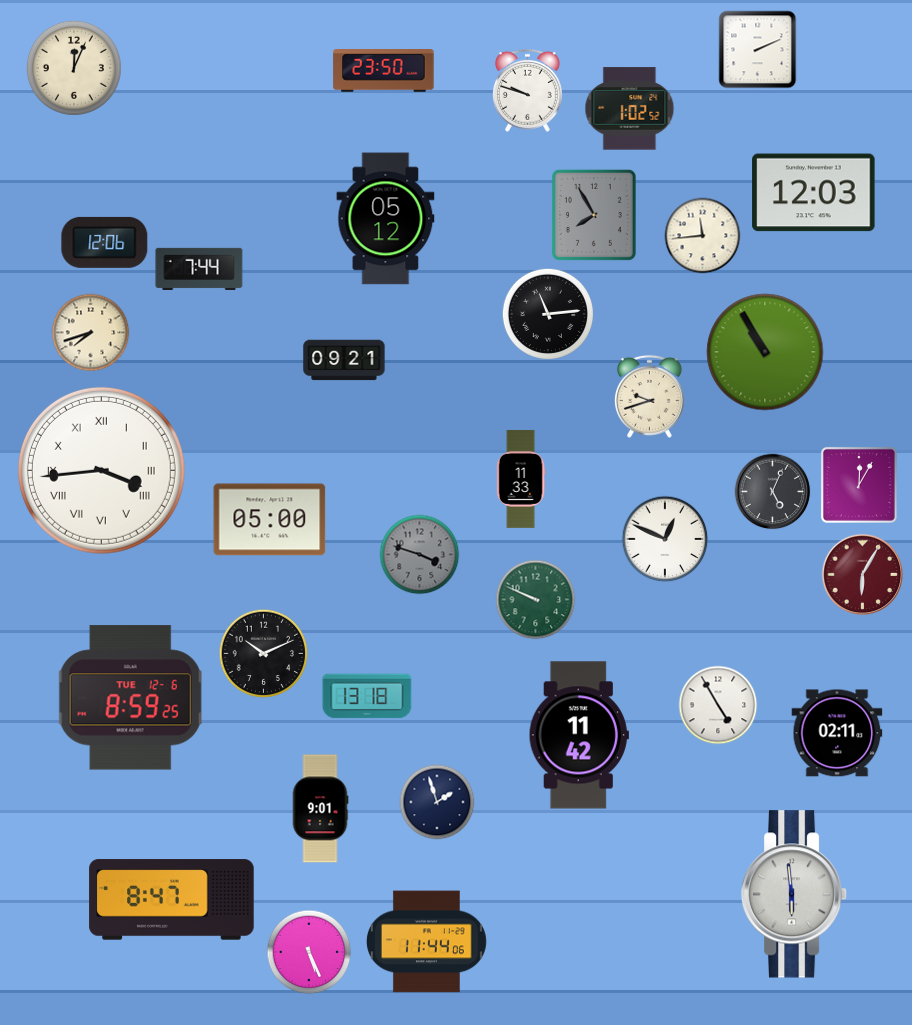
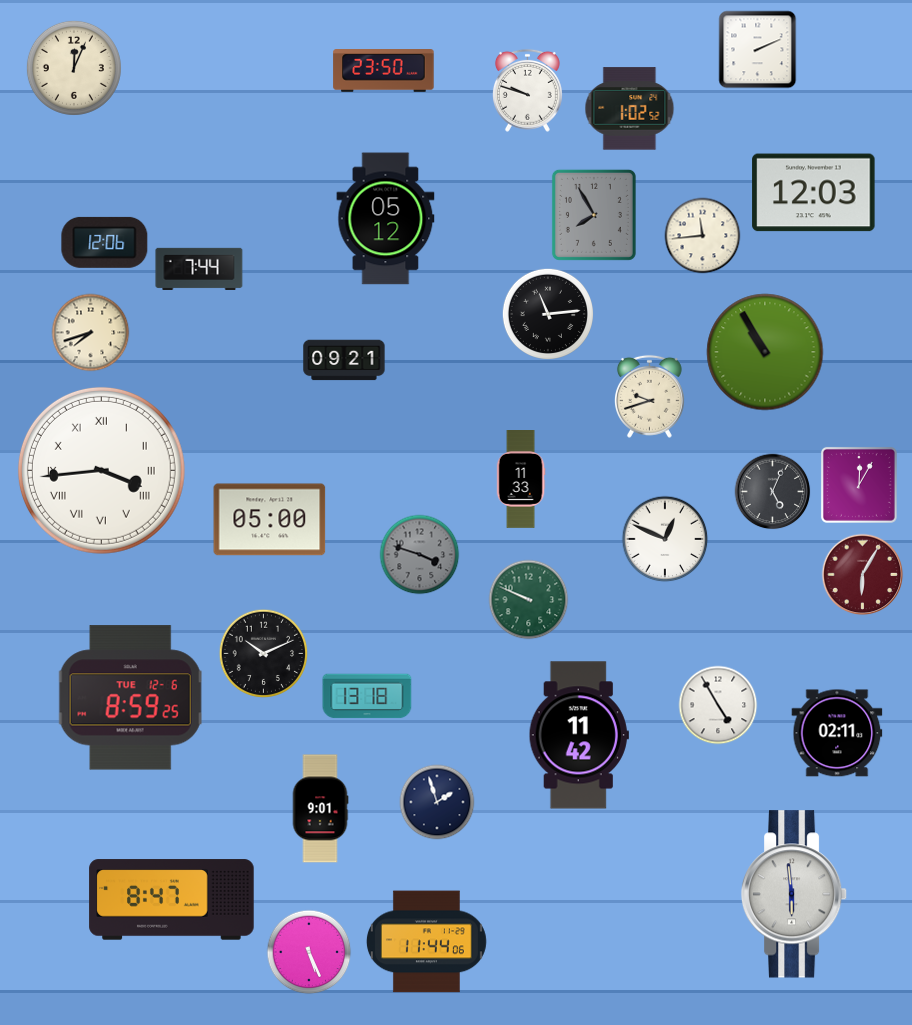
clock at (536, 600) position: (536, 600) -> (529, 600)
